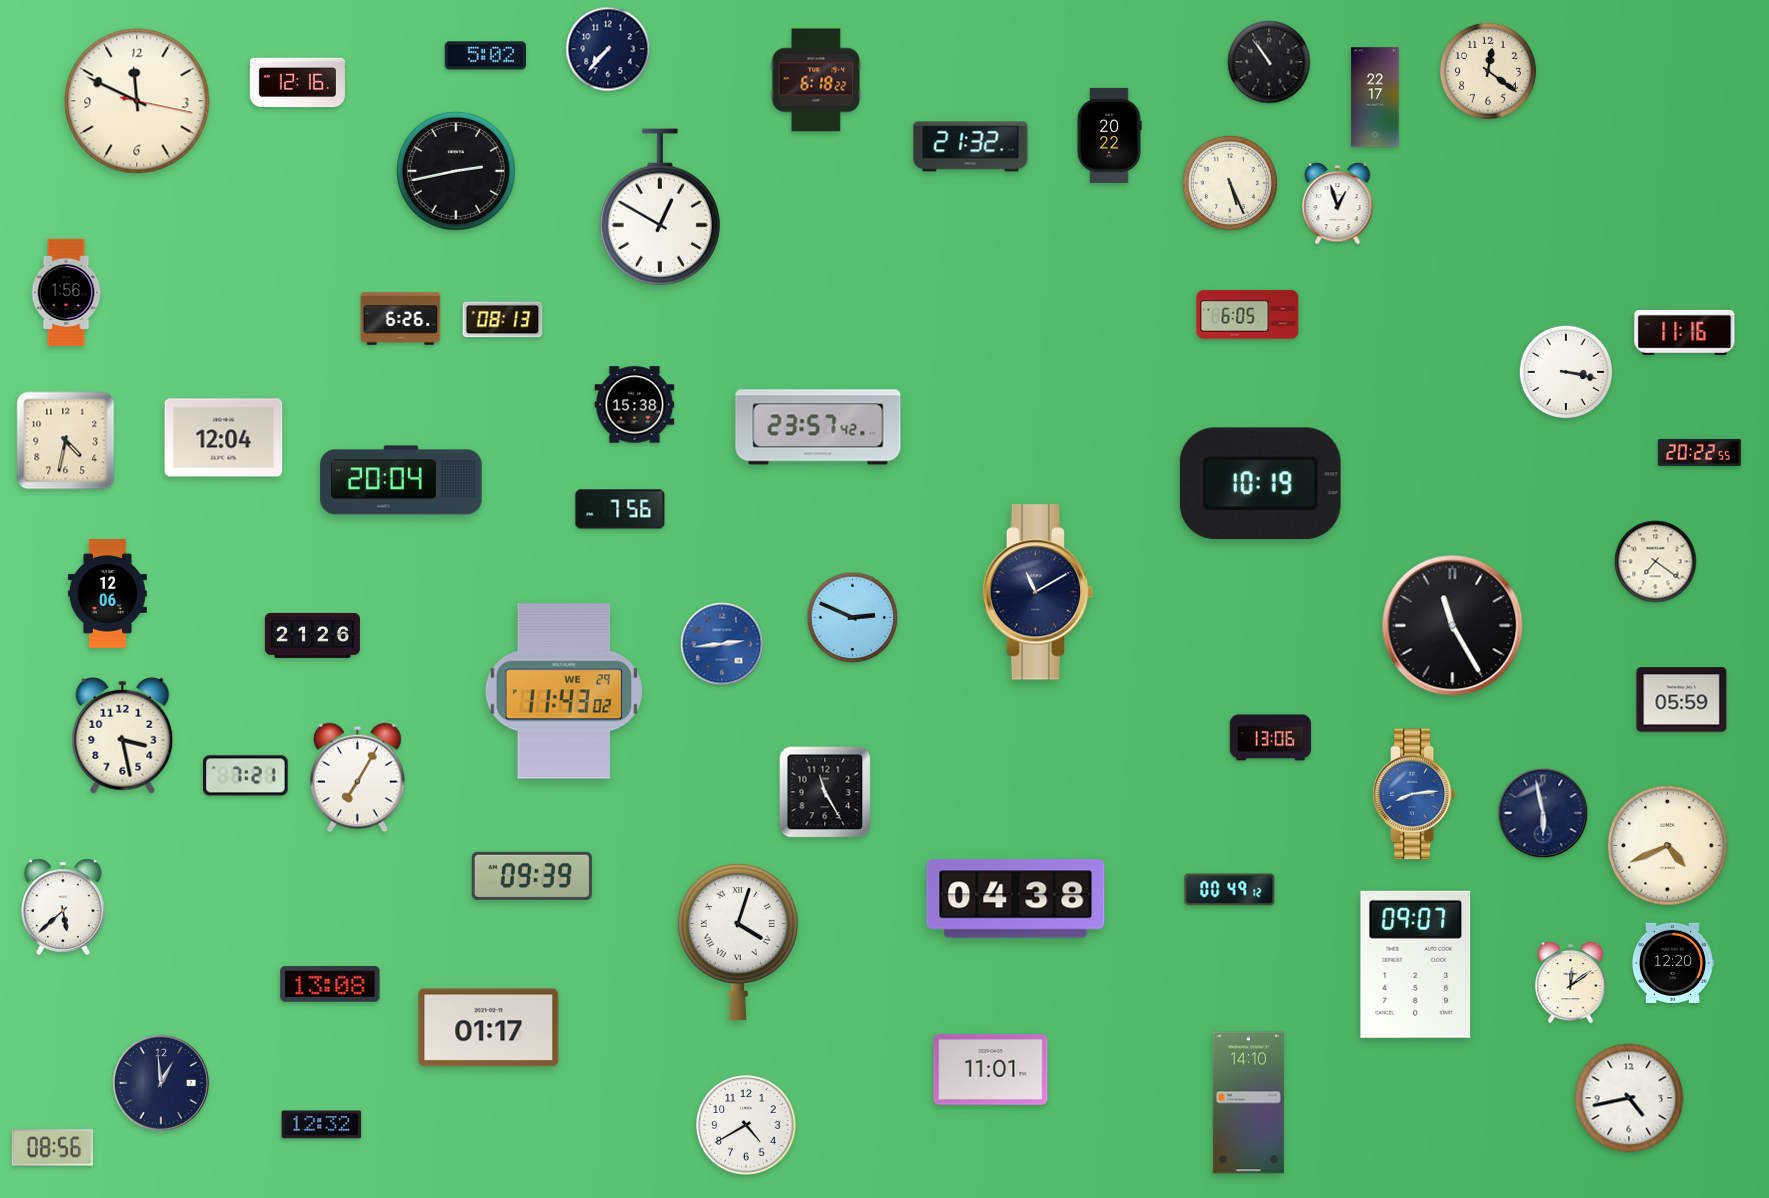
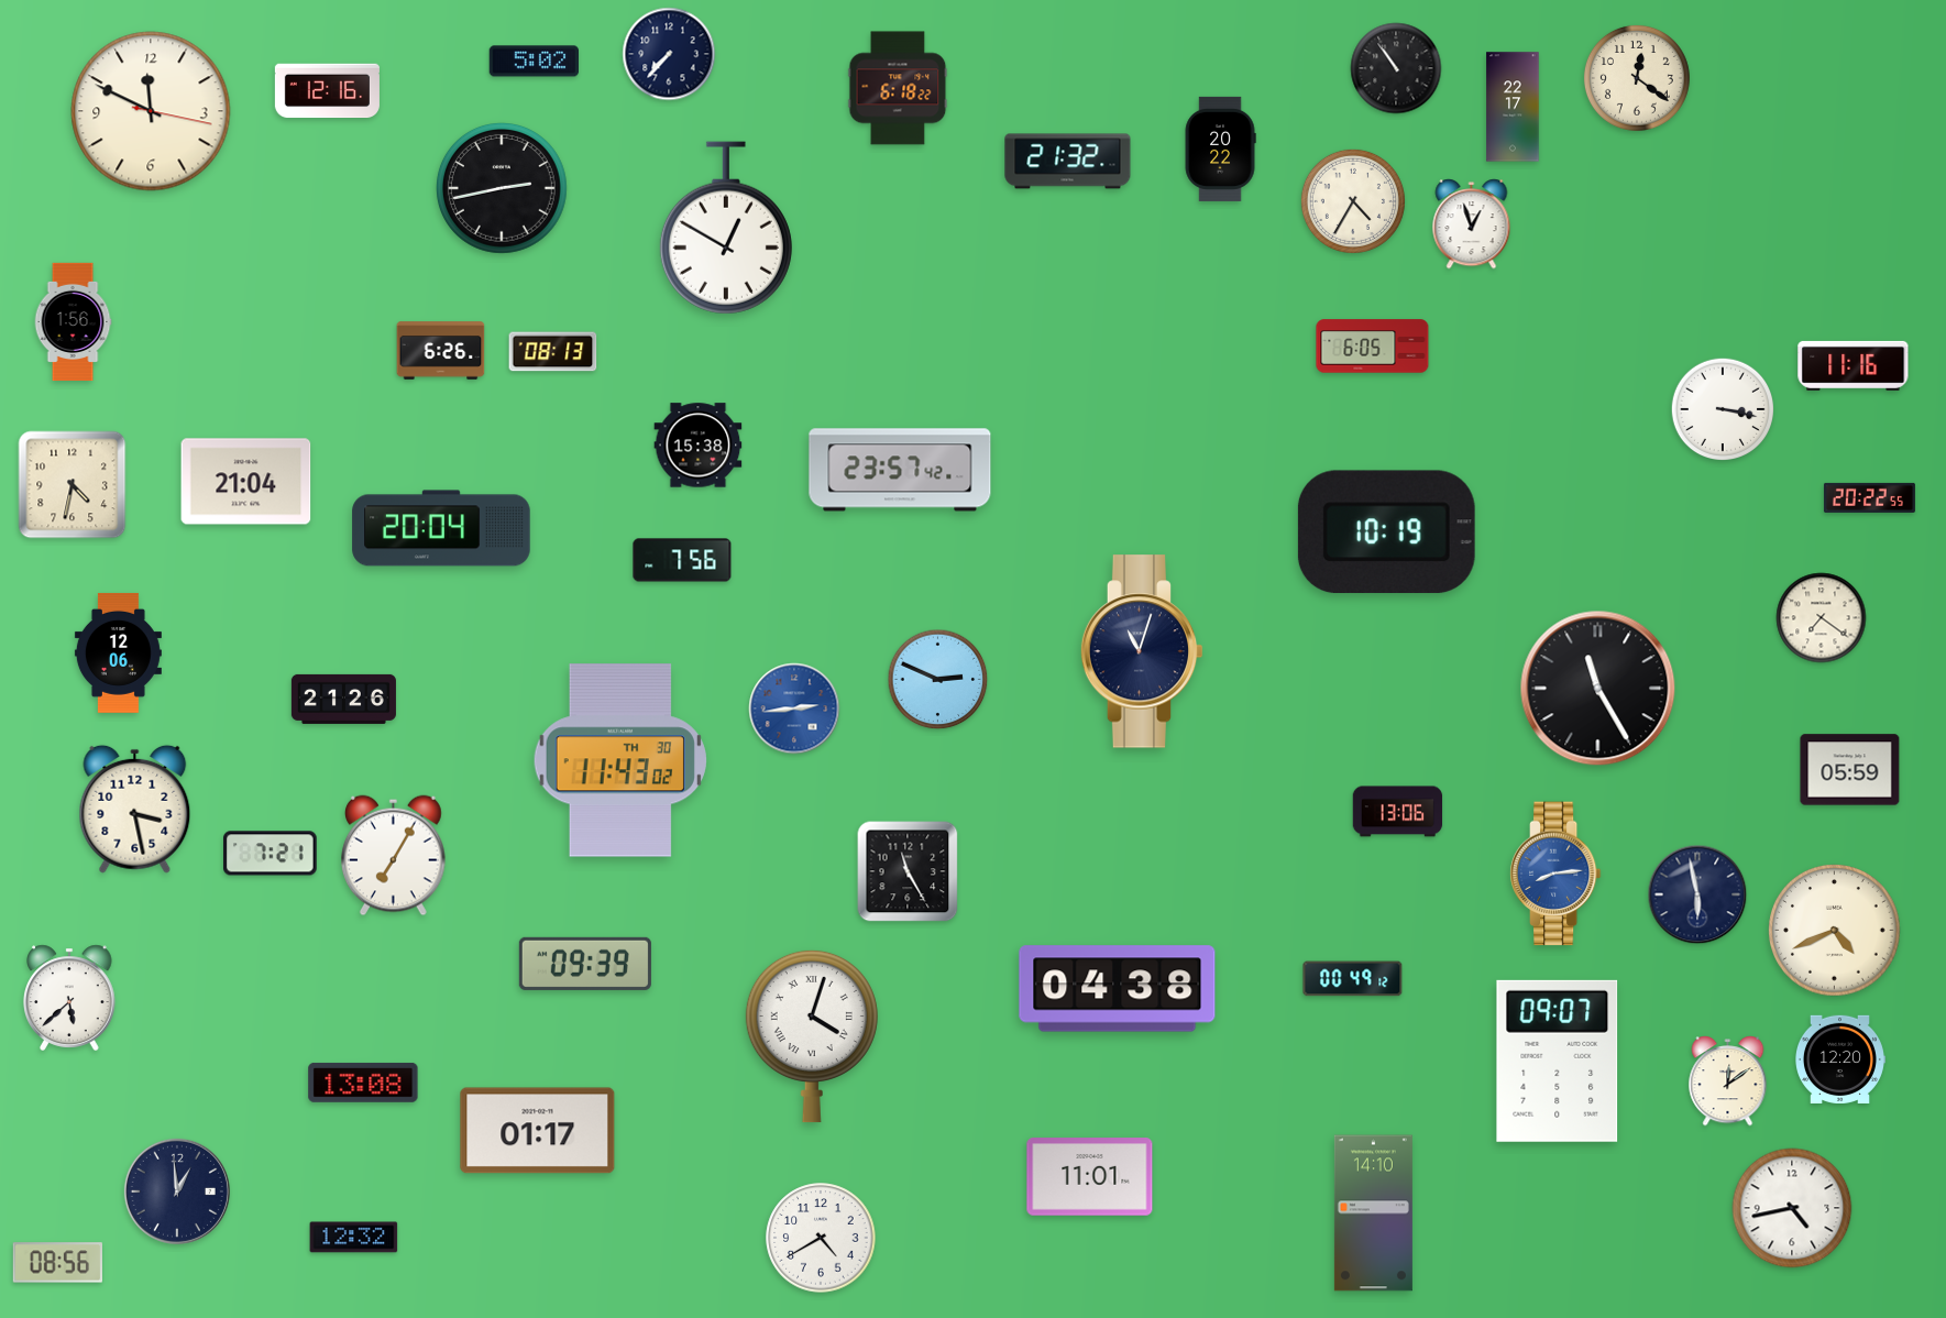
clock at (1230, 183): 5:26 -> 4:35
clock at (224, 438): 12:04 -> 21:04
clock at (1038, 592): 11:10 -> 11:03
clock at (564, 691) date: WE 29 -> TH 30
